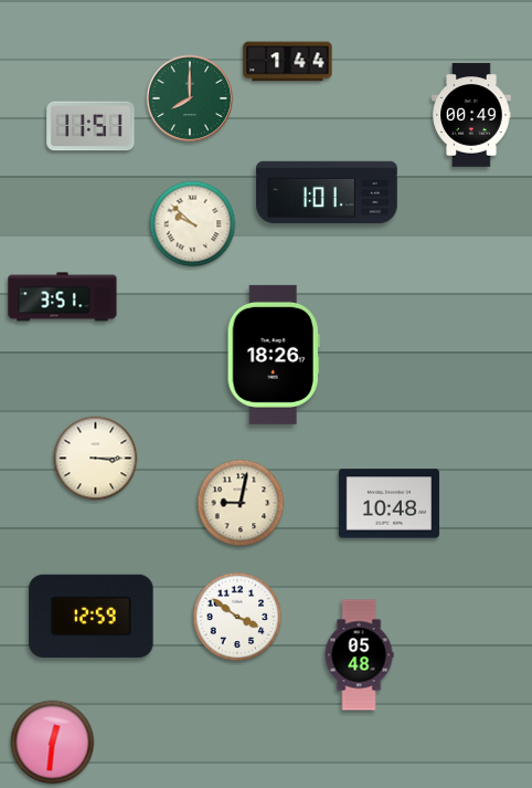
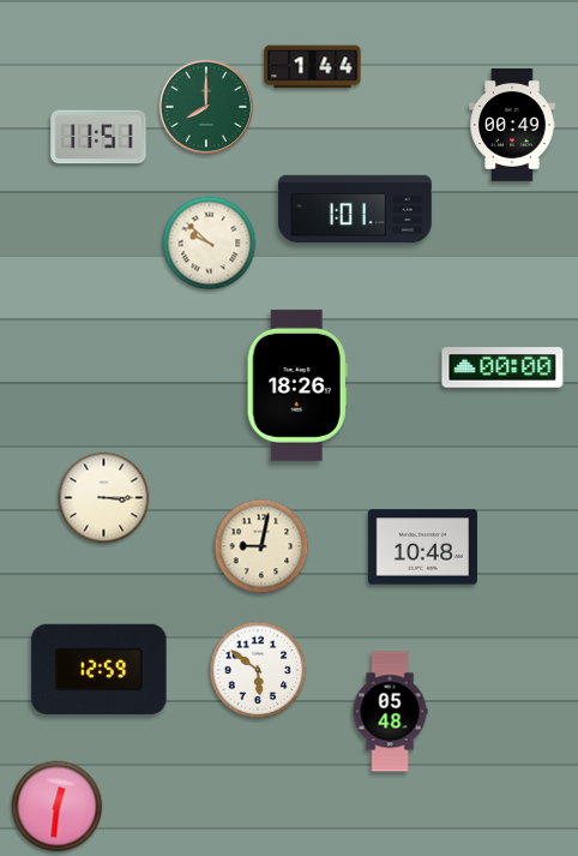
clock at (63, 297): 3:51 -> none
clock at (502, 367): none -> 00:00
clock at (237, 617): 3:51 -> 5:51
